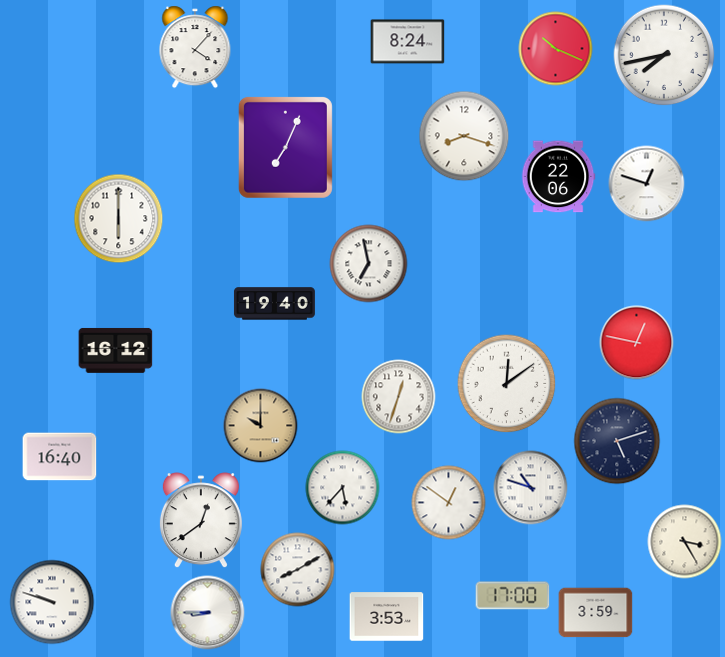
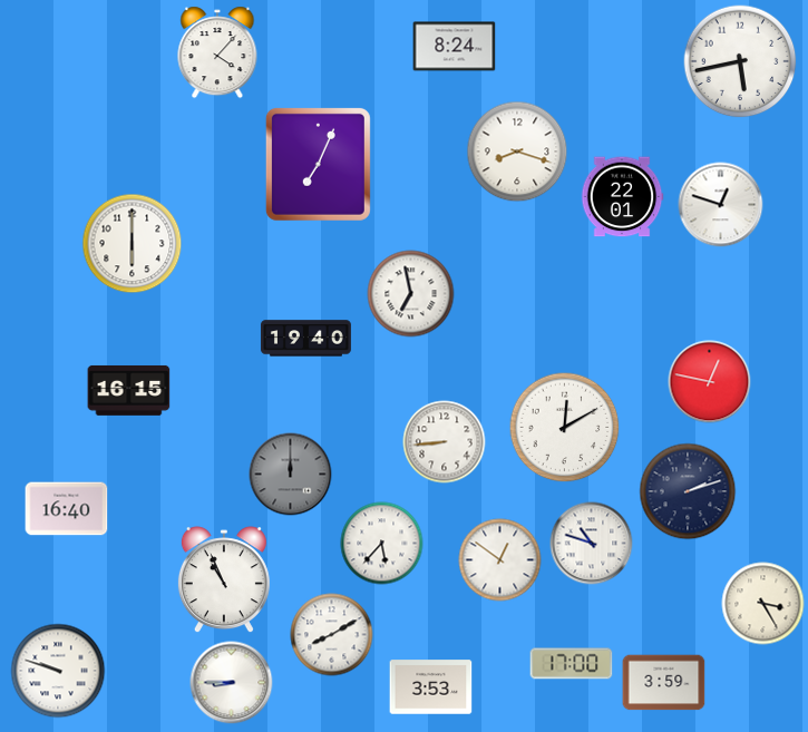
clock at (556, 49): 10:19 -> none
clock at (664, 55): 7:43 -> 5:43
clock at (558, 177): 22:06 -> 22:01
clock at (116, 350): 16:12 -> 16:15
clock at (507, 384): 12:09 -> 12:10
clock at (399, 397): 12:33 -> 8:44
clock at (261, 426): 10:00 -> 12:00
clock at (261, 426) dial: champagne -> grey
clock at (617, 441): 5:12 -> 2:12
clock at (201, 521): 12:39 -> 10:56
